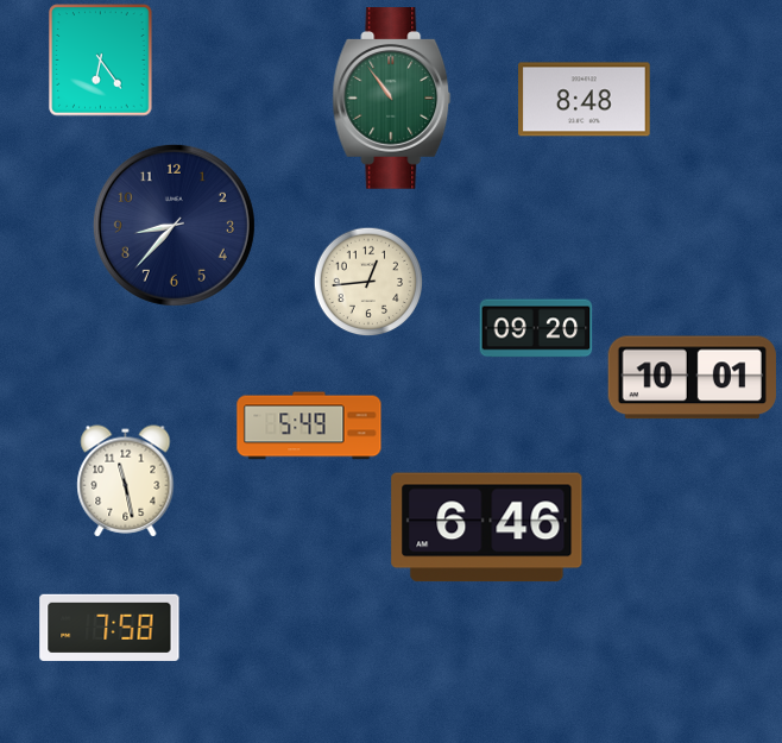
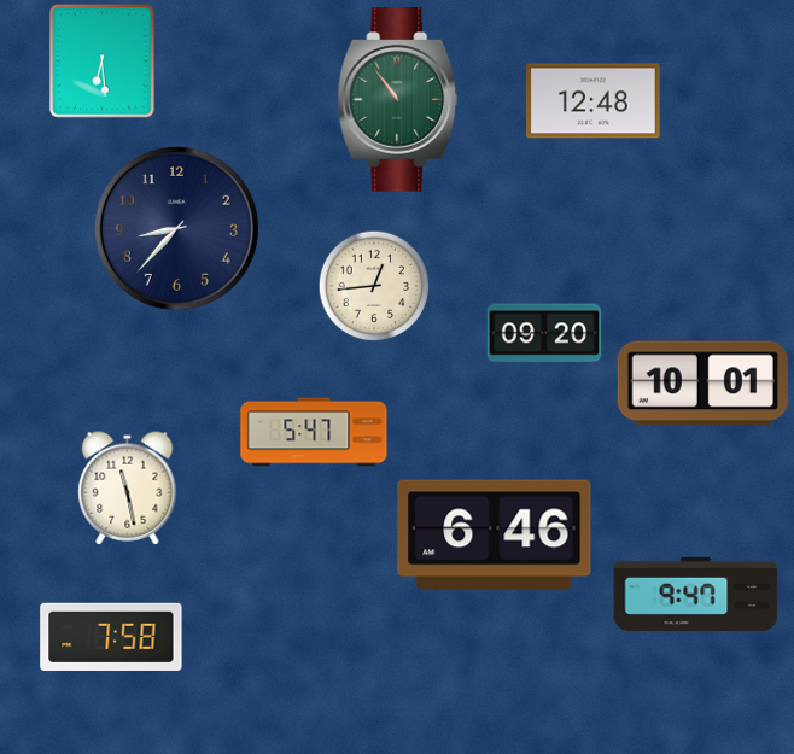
clock at (101, 61): 6:24 -> 6:29
clock at (585, 100): 8:48 -> 12:48
clock at (309, 426): 5:49 -> 5:47
clock at (696, 594): none -> 9:47
